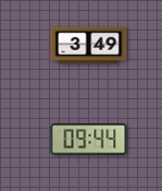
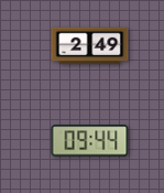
clock at (89, 46): 3:49 -> 2:49
